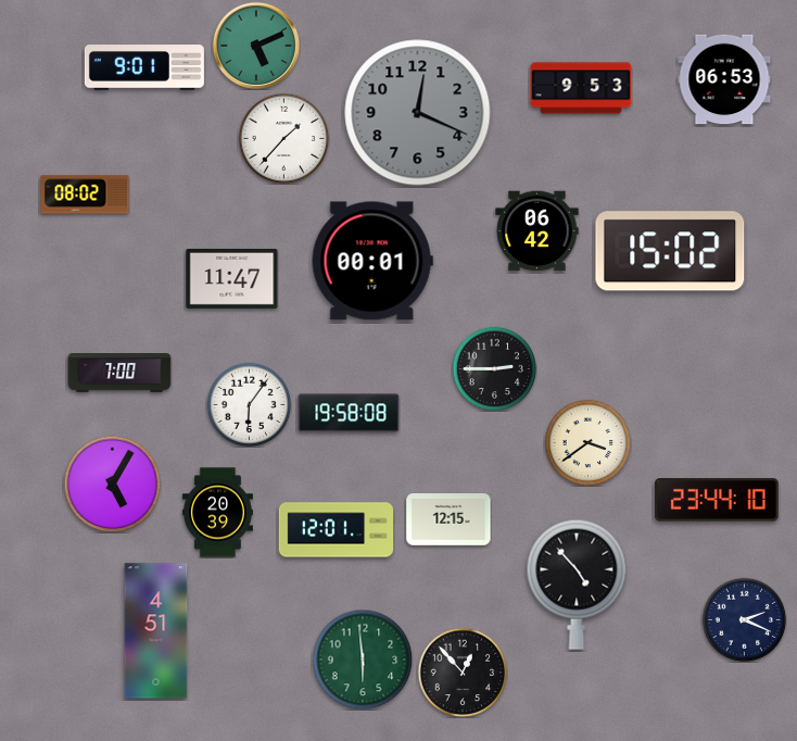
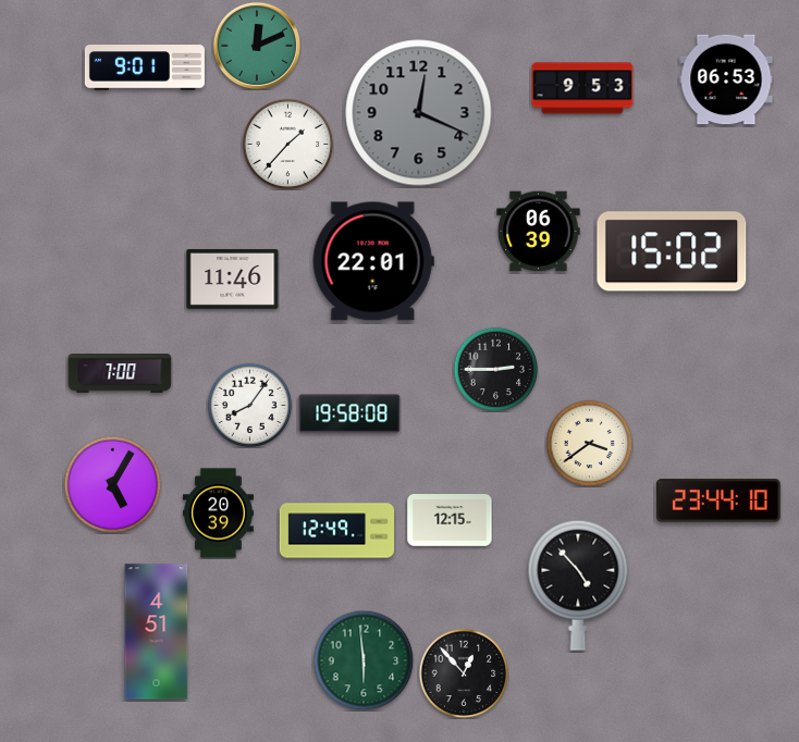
clock at (256, 46): 5:11 -> 12:11
clock at (283, 138) position: (283, 138) -> (287, 144)
clock at (85, 194): 08:02 -> none
clock at (537, 231): 06:42 -> 06:39
clock at (372, 261): 00:01 -> 22:01
clock at (232, 278): 11:47 -> 11:46
clock at (249, 404): 6:06 -> 8:06
clock at (337, 530): 12:01 -> 12:49
clock at (744, 619): 2:19 -> none
